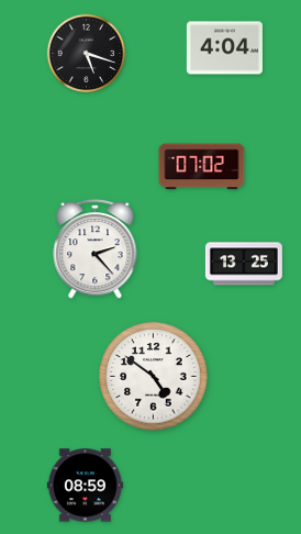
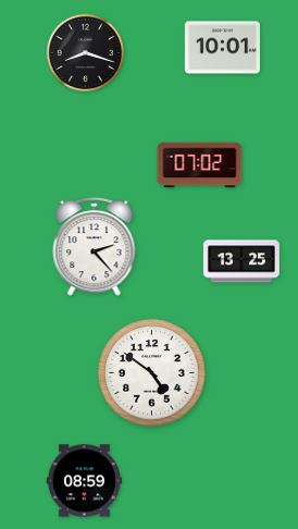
clock at (224, 48): 4:04 -> 10:01
clock at (87, 54): 5:18 -> 8:18
